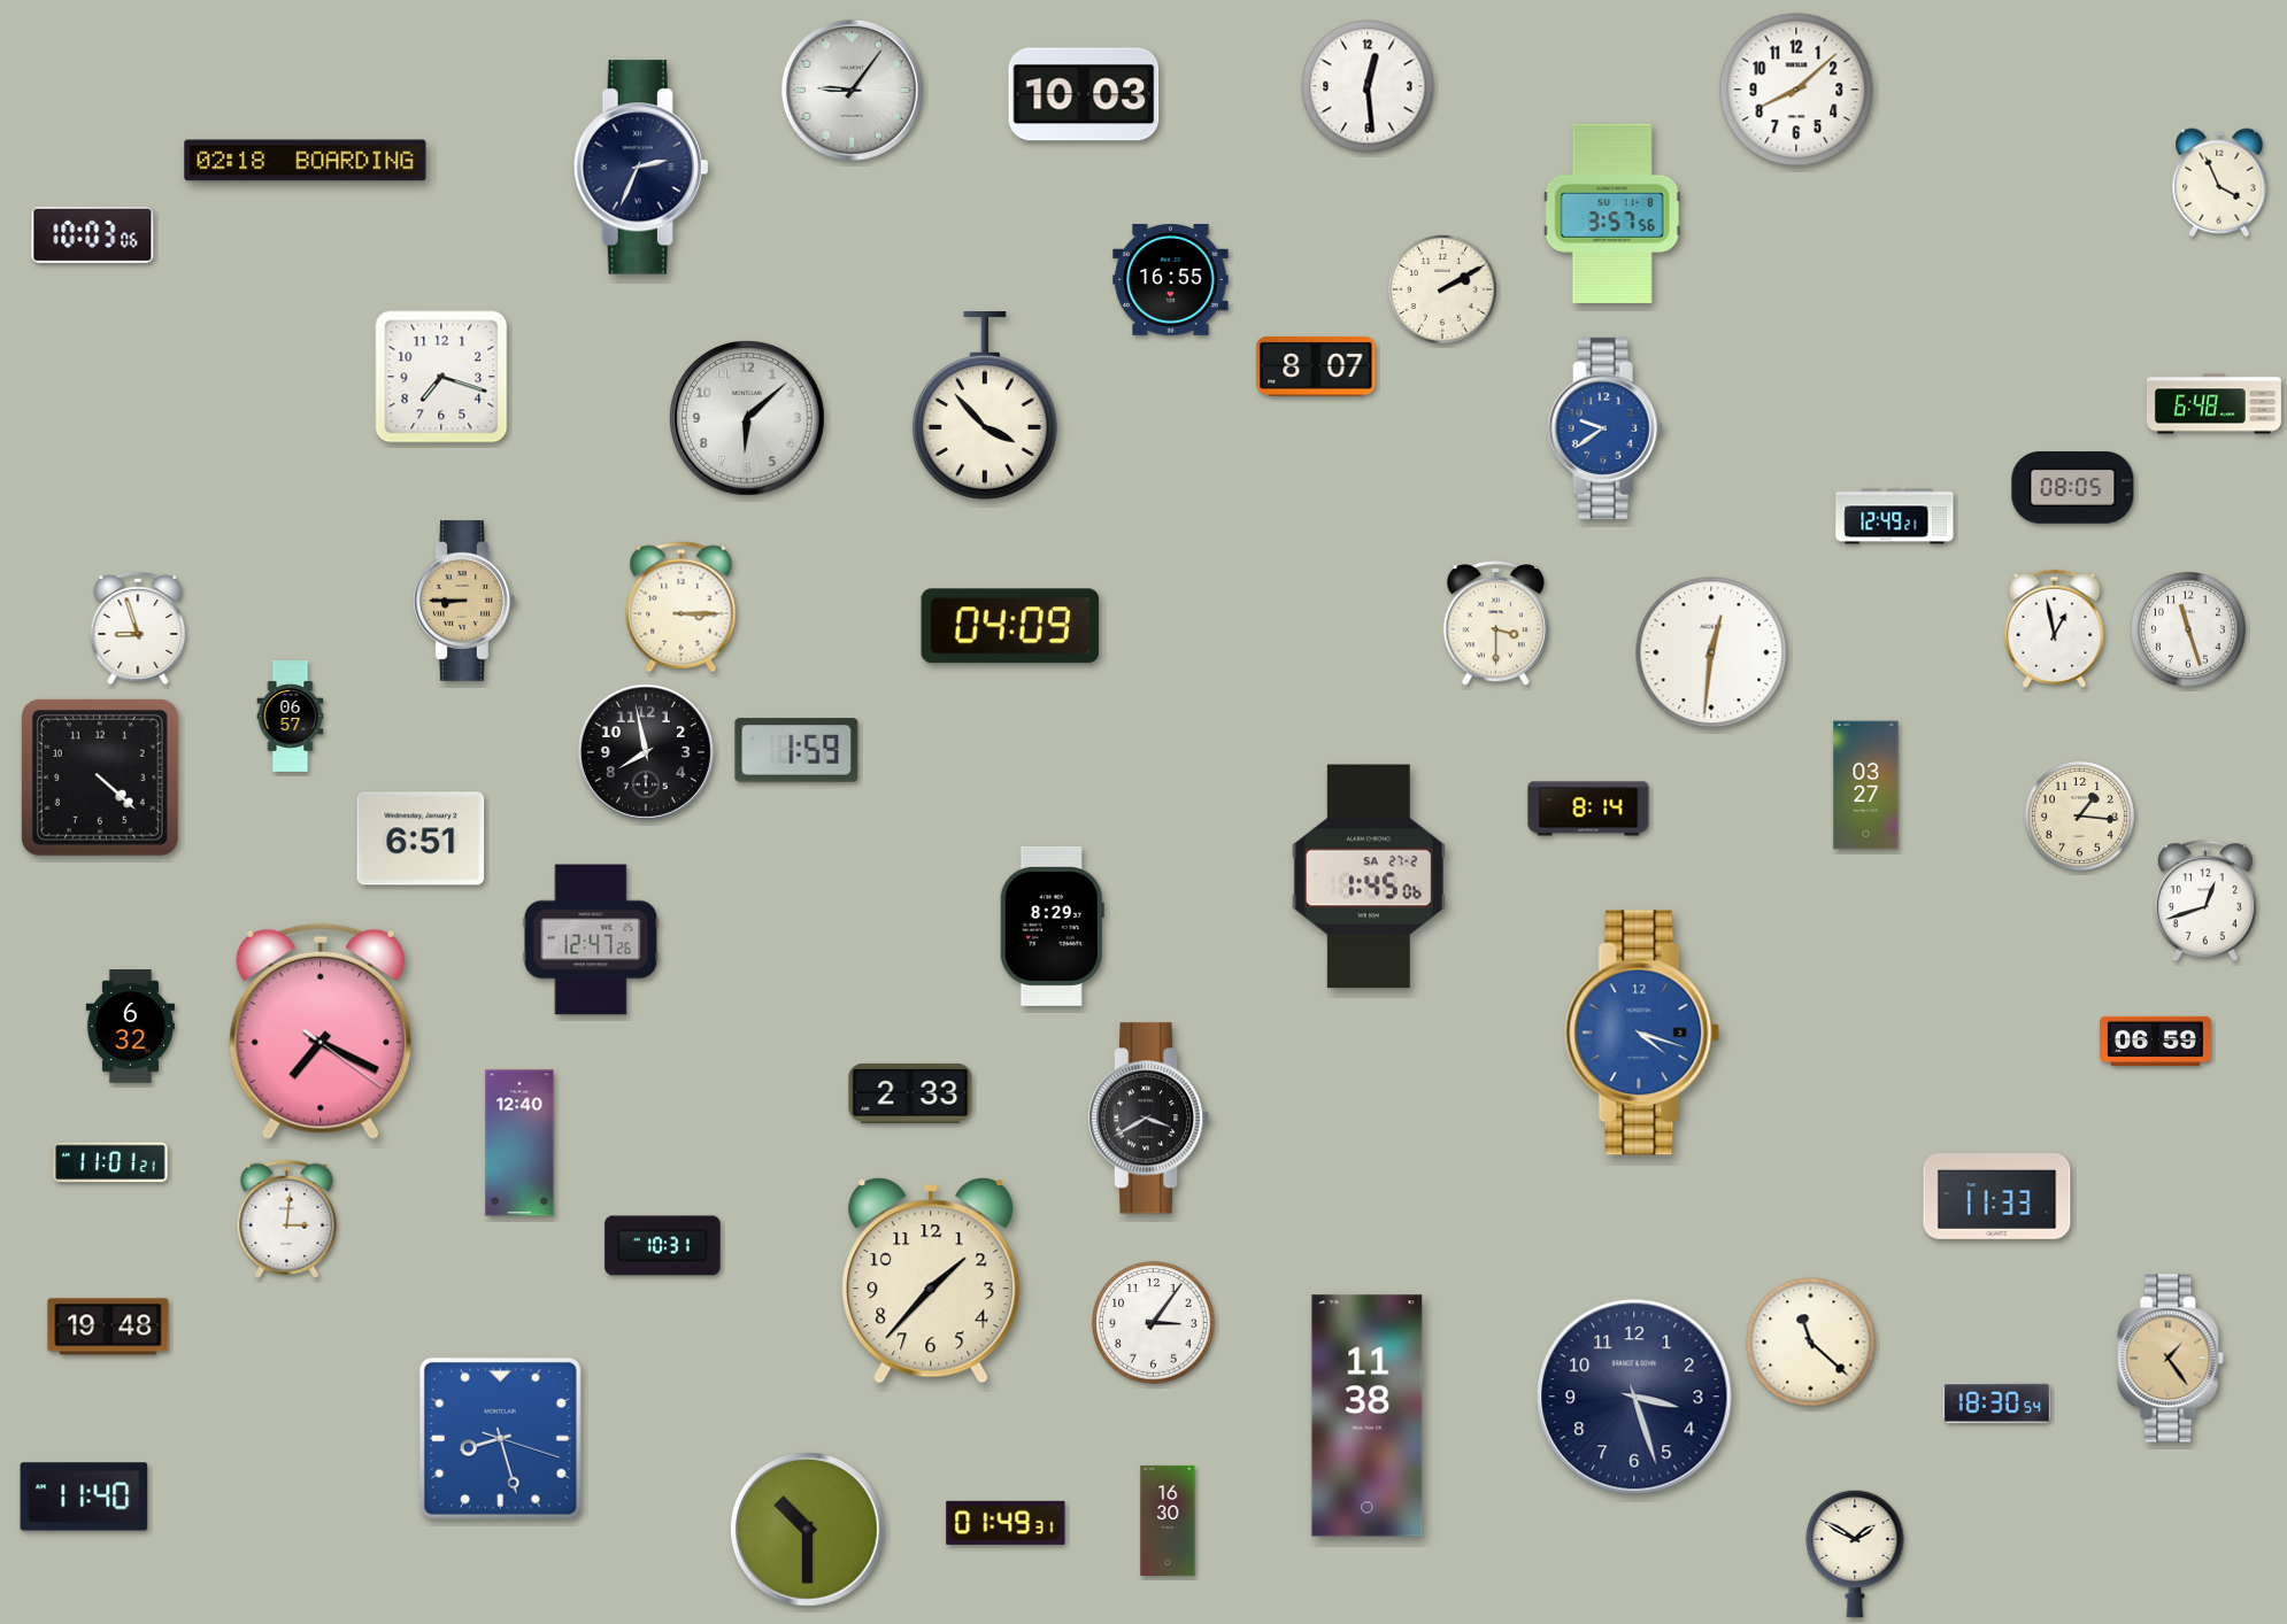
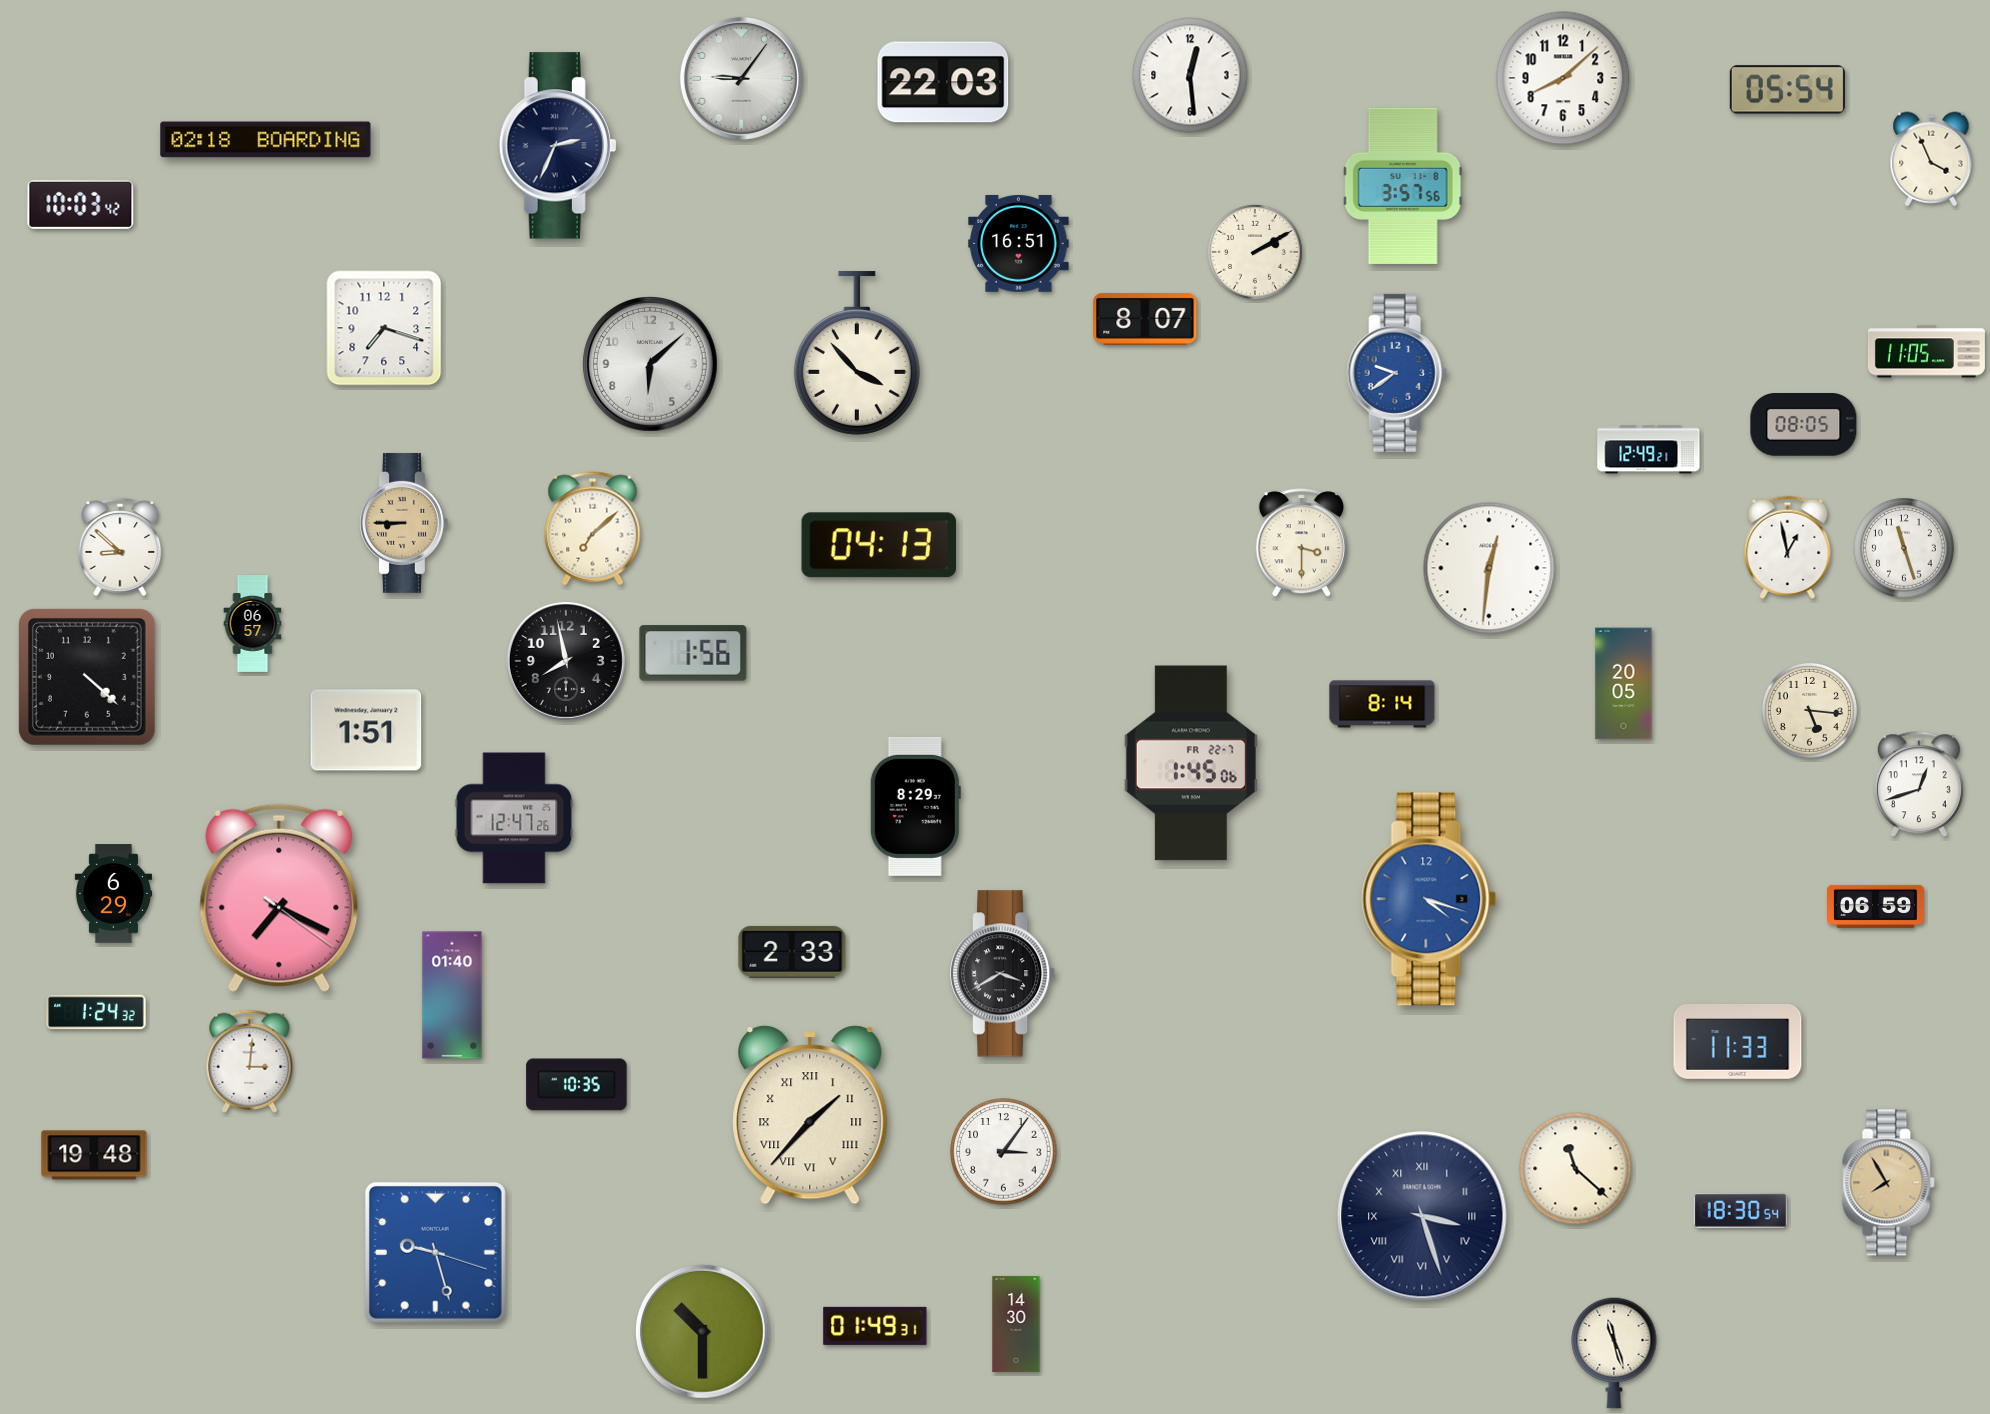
clock at (1084, 94): 10:03 -> 22:03
clock at (1787, 90): none -> 05:54
clock at (93, 234): 10:03:06 -> 10:03:42
clock at (1171, 279): 16:55 -> 16:51
clock at (2213, 404): 6:48 -> 11:05
clock at (682, 608): 3:15 -> 7:08
clock at (1010, 626): 04:09 -> 04:13
clock at (138, 628): 8:57 -> 8:52
clock at (796, 750): 1:59 -> 1:56
clock at (646, 752) position: (646, 752) -> (566, 661)
clock at (1866, 786): 03:27 -> 20:05
clock at (2079, 815): 1:16 -> 5:16
clock at (421, 838): 6:51 -> 1:51
clock at (1369, 876) date: SA 27-2 -> FR 22-7
clock at (130, 1027): 6:32 -> 6:29
clock at (1149, 1119) position: (1149, 1119) -> (1003, 974)
clock at (519, 1143): 12:40 -> 01:40
clock at (110, 1162): 11:01 -> 1:24
clock at (663, 1246): 10:31 -> 10:35
clock at (931, 1281) numerals: Arabic -> Roman
clock at (2171, 1359): 1:24 -> 7:55
clock at (1634, 1397) numerals: Arabic -> Roman
clock at (1996, 1403) position: (1996, 1403) -> (1740, 1211)
clock at (1368, 1416): 11:38 -> none
clock at (500, 1438): 8:27 -> 9:27
clock at (84, 1497): 11:40 -> none
clock at (1168, 1521): 16:30 -> 14:30
clock at (1855, 1554): 1:50 -> 11:27
